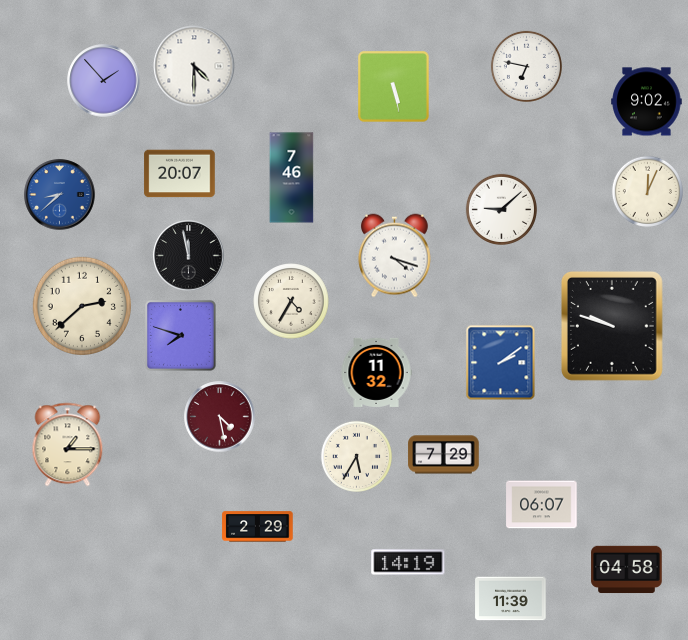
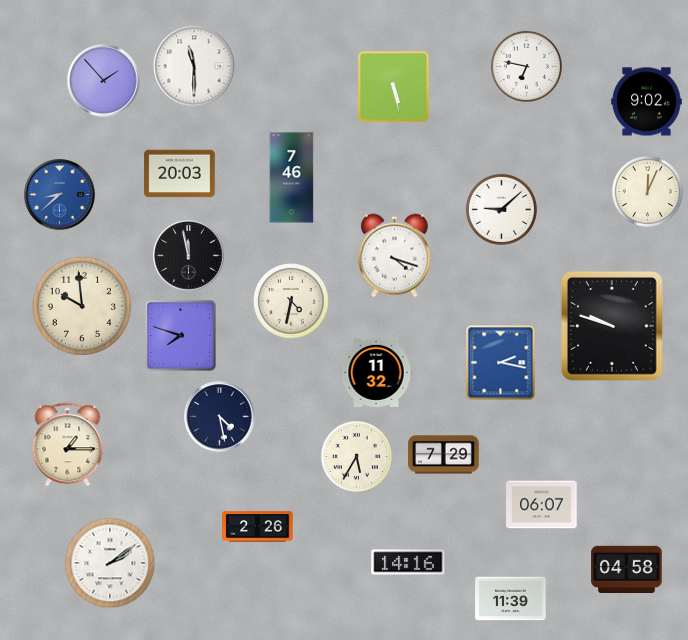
clock at (194, 66): 4:30 -> 11:30
clock at (180, 174): 20:07 -> 20:03
clock at (291, 301): 4:35 -> 4:32
clock at (81, 305): 2:38 -> 9:59
clock at (501, 363): 2:09 -> 2:17
clock at (220, 417) dial: burgundy -> navy
clock at (258, 527): 2:29 -> 2:26
clock at (408, 562): 14:19 -> 14:16
clock at (110, 563): none -> 2:09
